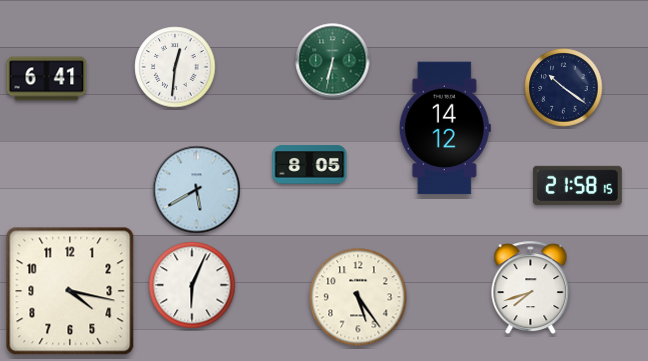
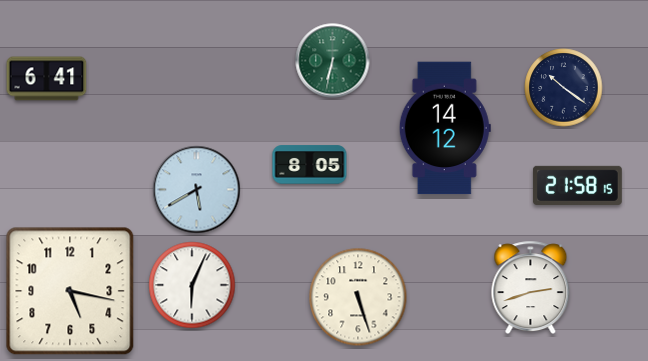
clock at (175, 67): 12:31 -> none
clock at (531, 288): 7:42 -> 2:42
clock at (70, 291): 4:17 -> 5:17
clock at (358, 297): 5:24 -> 5:27
